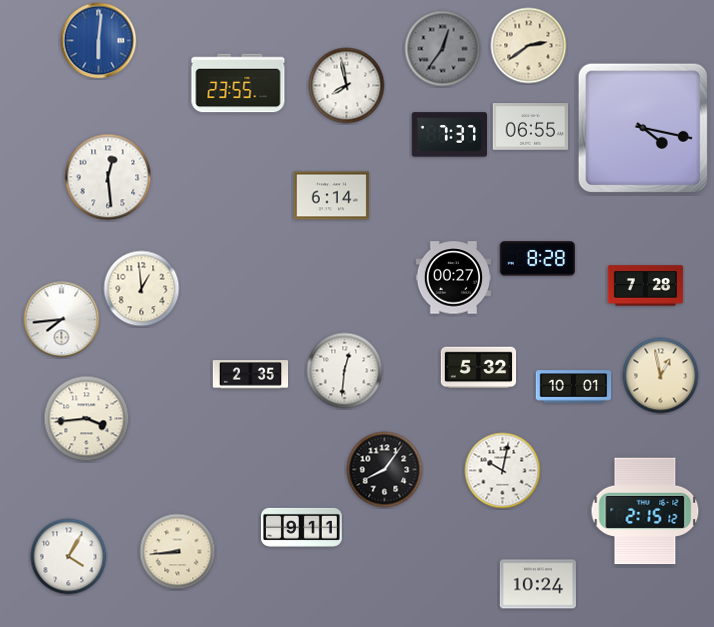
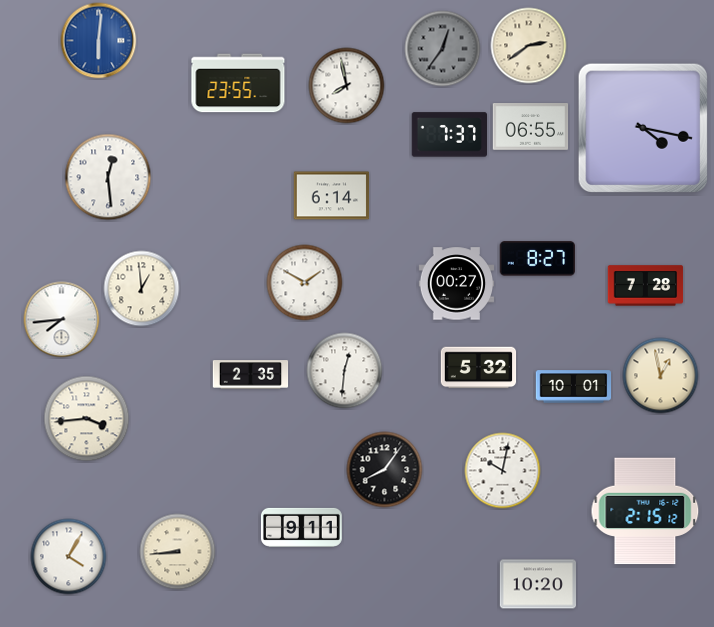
clock at (537, 259): 8:28 -> 8:27
clock at (454, 278) position: (454, 278) -> (457, 284)
clock at (305, 283): none -> 1:50
clock at (537, 584): 10:24 -> 10:20
